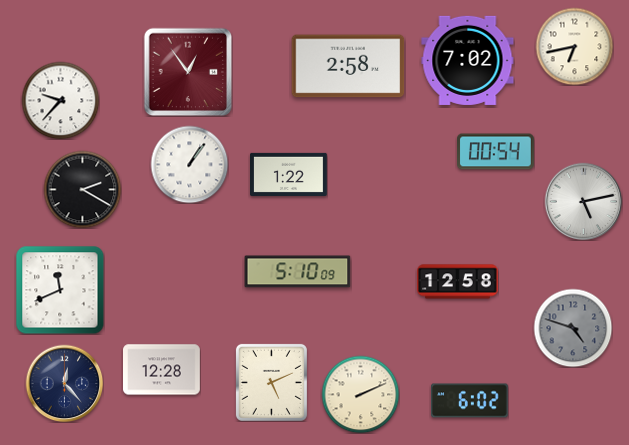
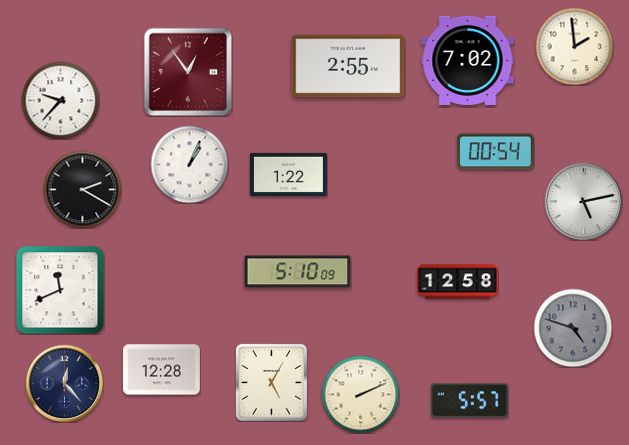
clock at (574, 46): 6:43 -> 1:59
clock at (348, 66): 2:58 -> 2:55
clock at (189, 164): 1:06 -> 1:04
clock at (271, 382): 5:11 -> 5:05
clock at (470, 401): 6:02 -> 5:57
